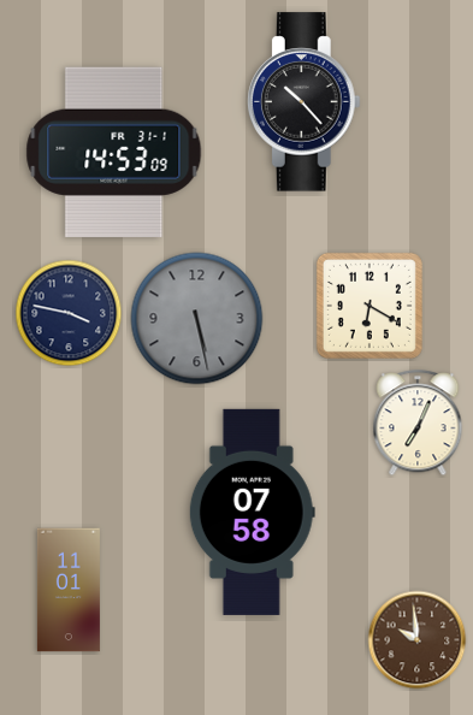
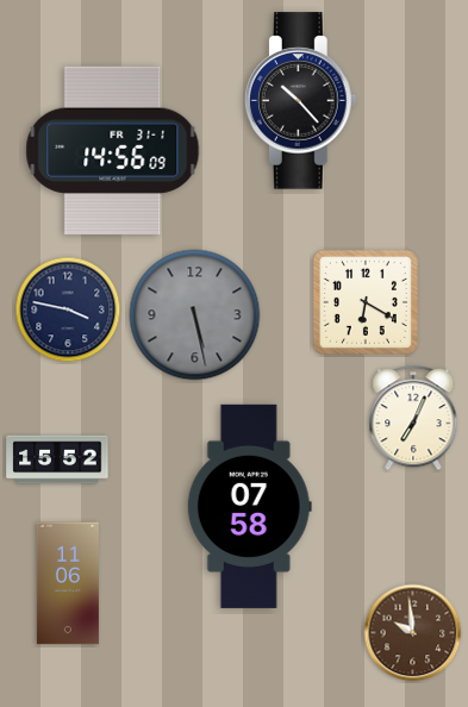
clock at (114, 153): 14:53 -> 14:56
clock at (57, 459): none -> 15:52
clock at (69, 590): 11:01 -> 11:06
